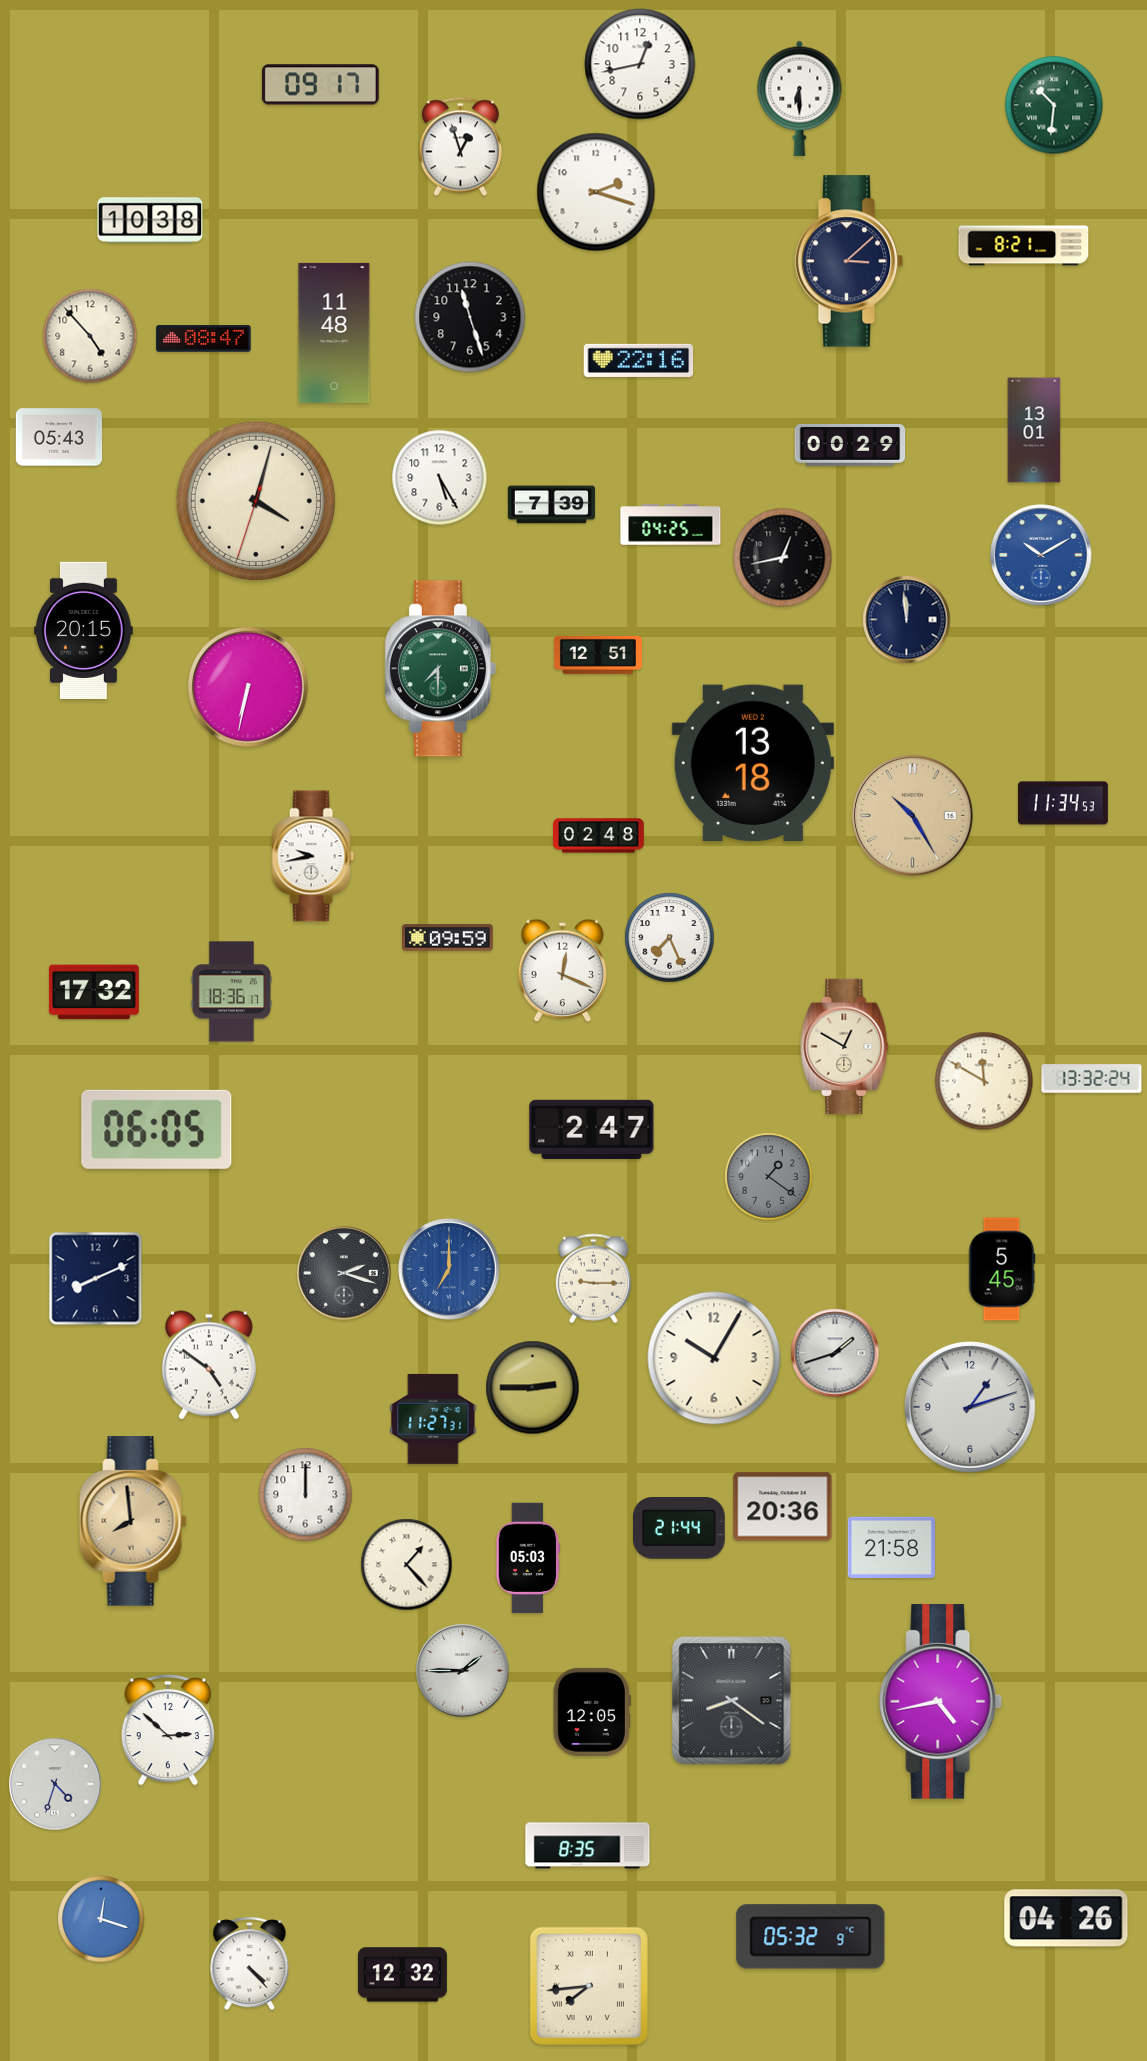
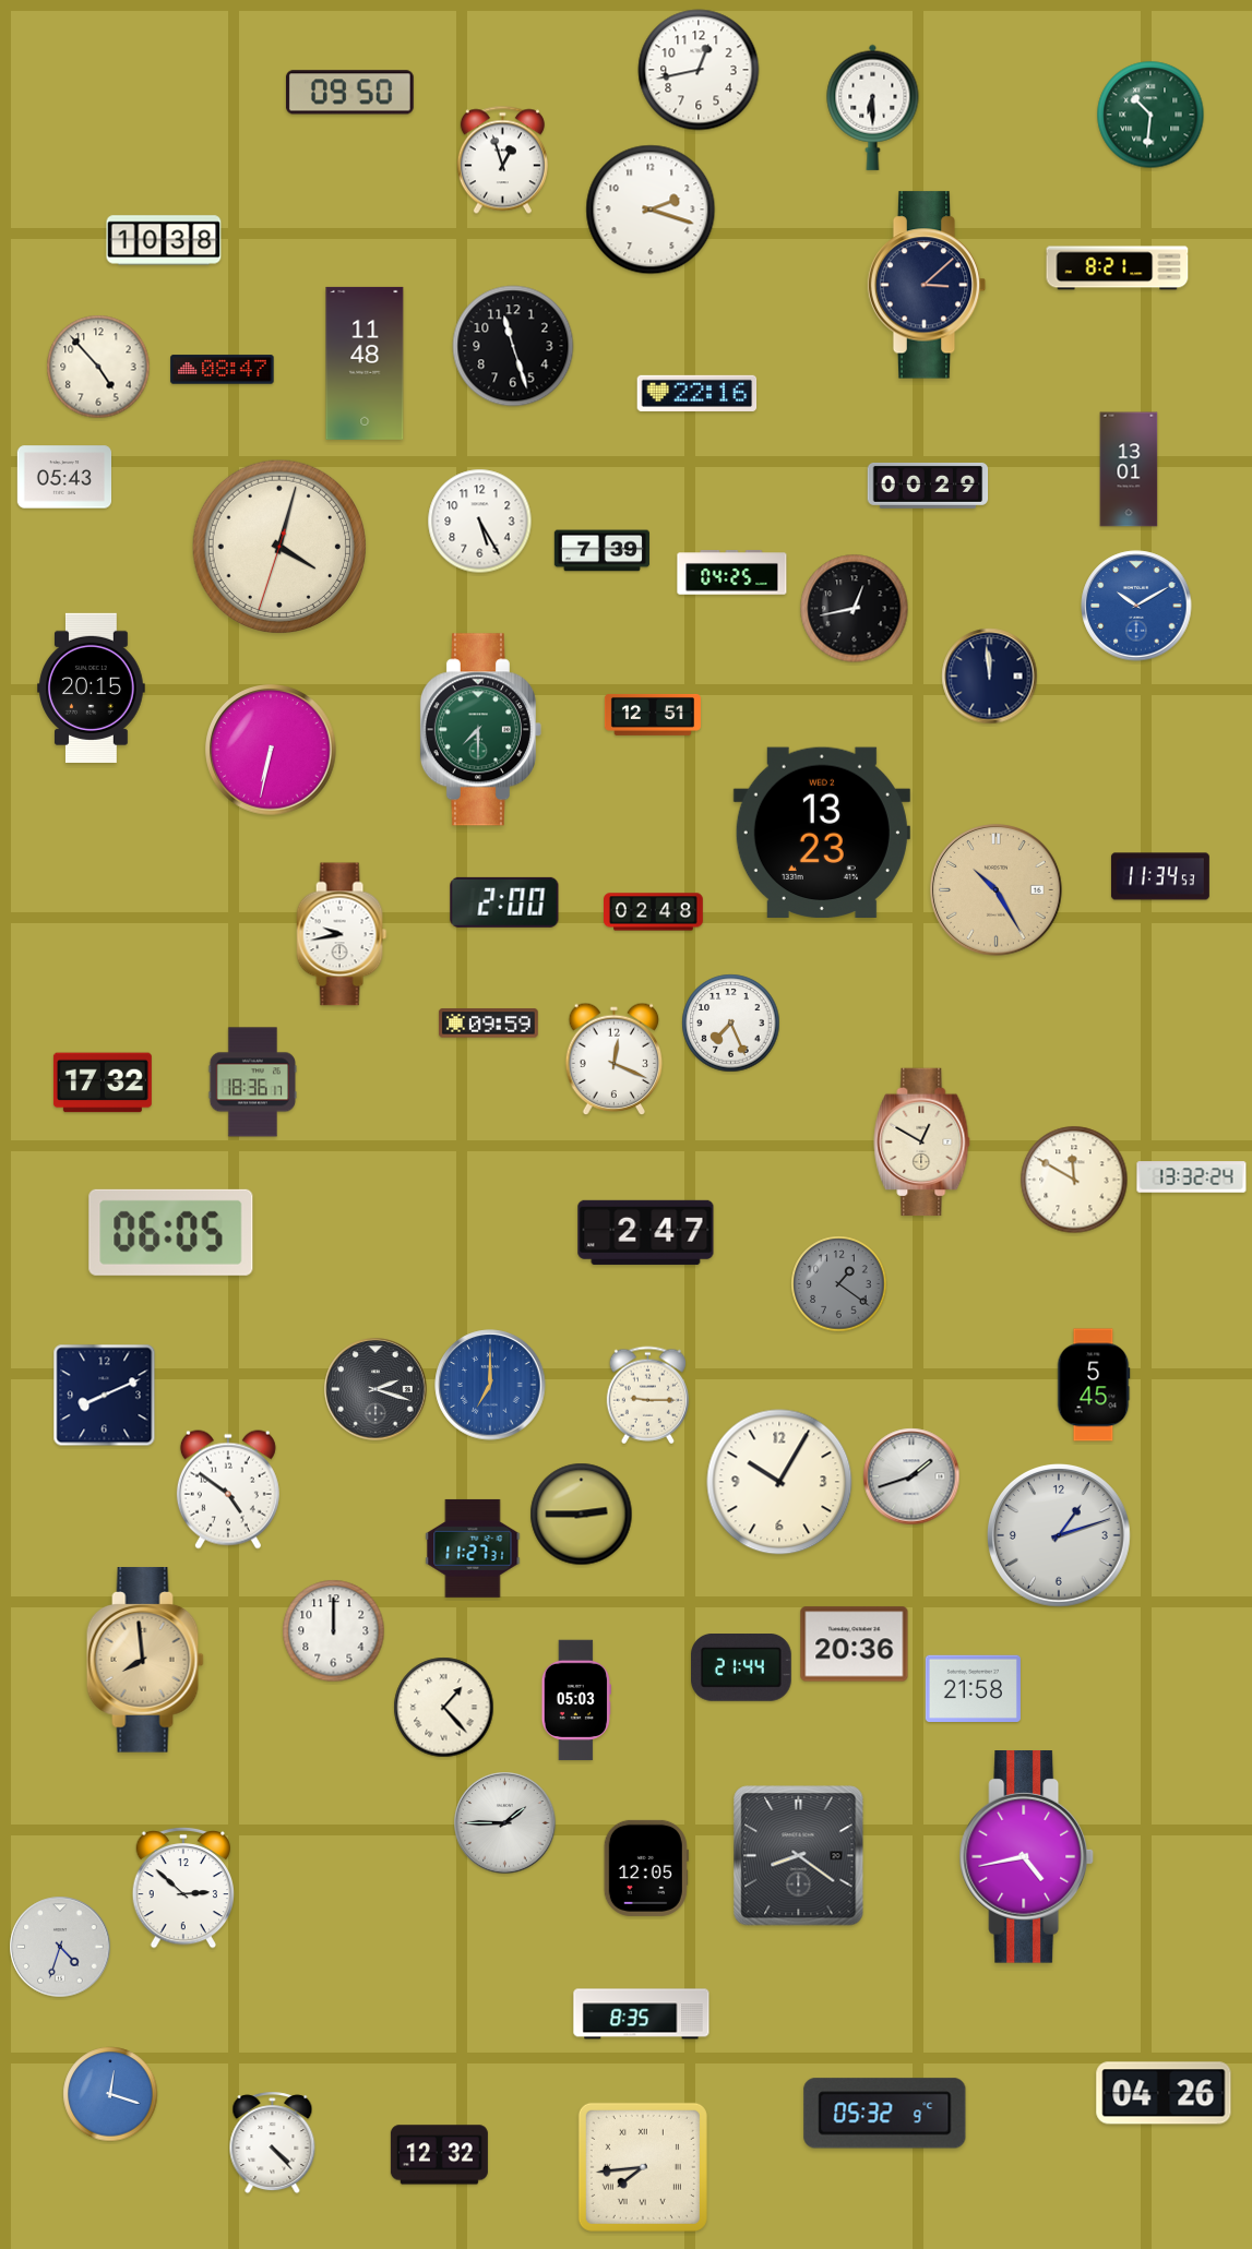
clock at (320, 85): 09:17 -> 09:50
clock at (753, 762): 13:18 -> 13:23
clock at (504, 902): none -> 2:00
